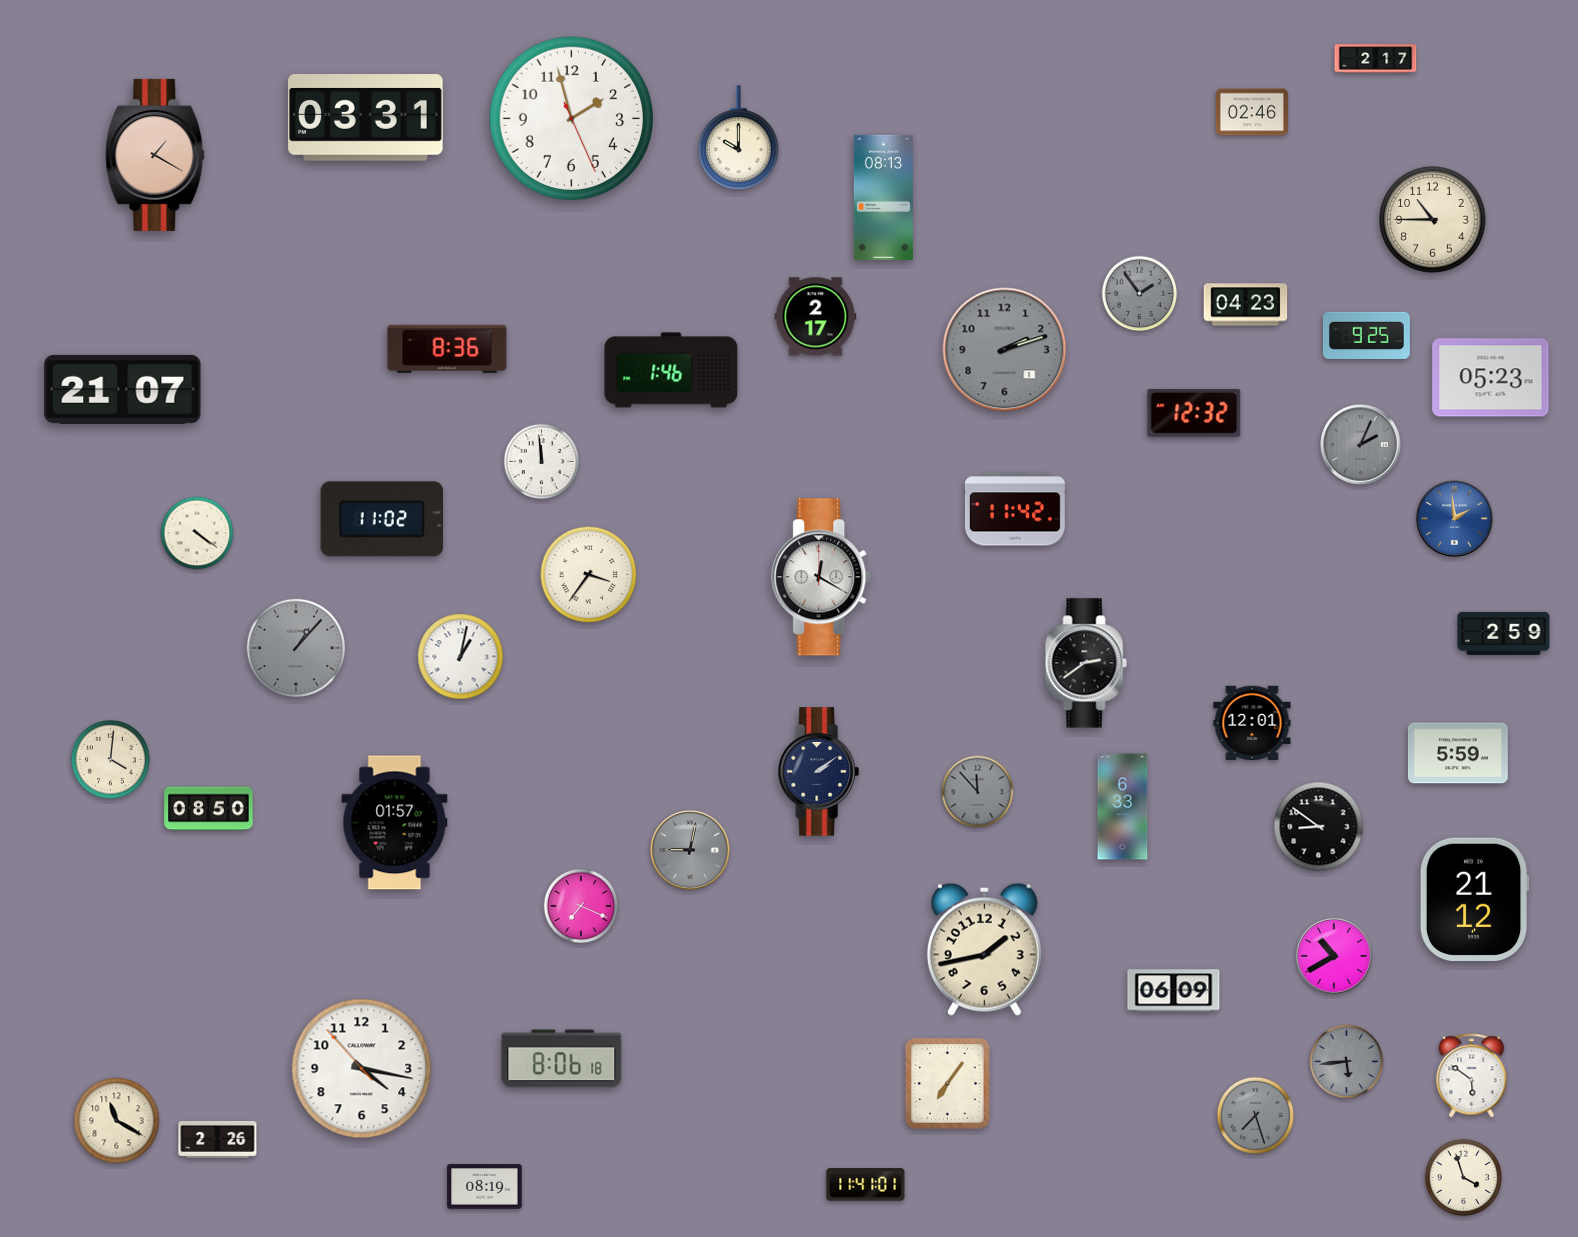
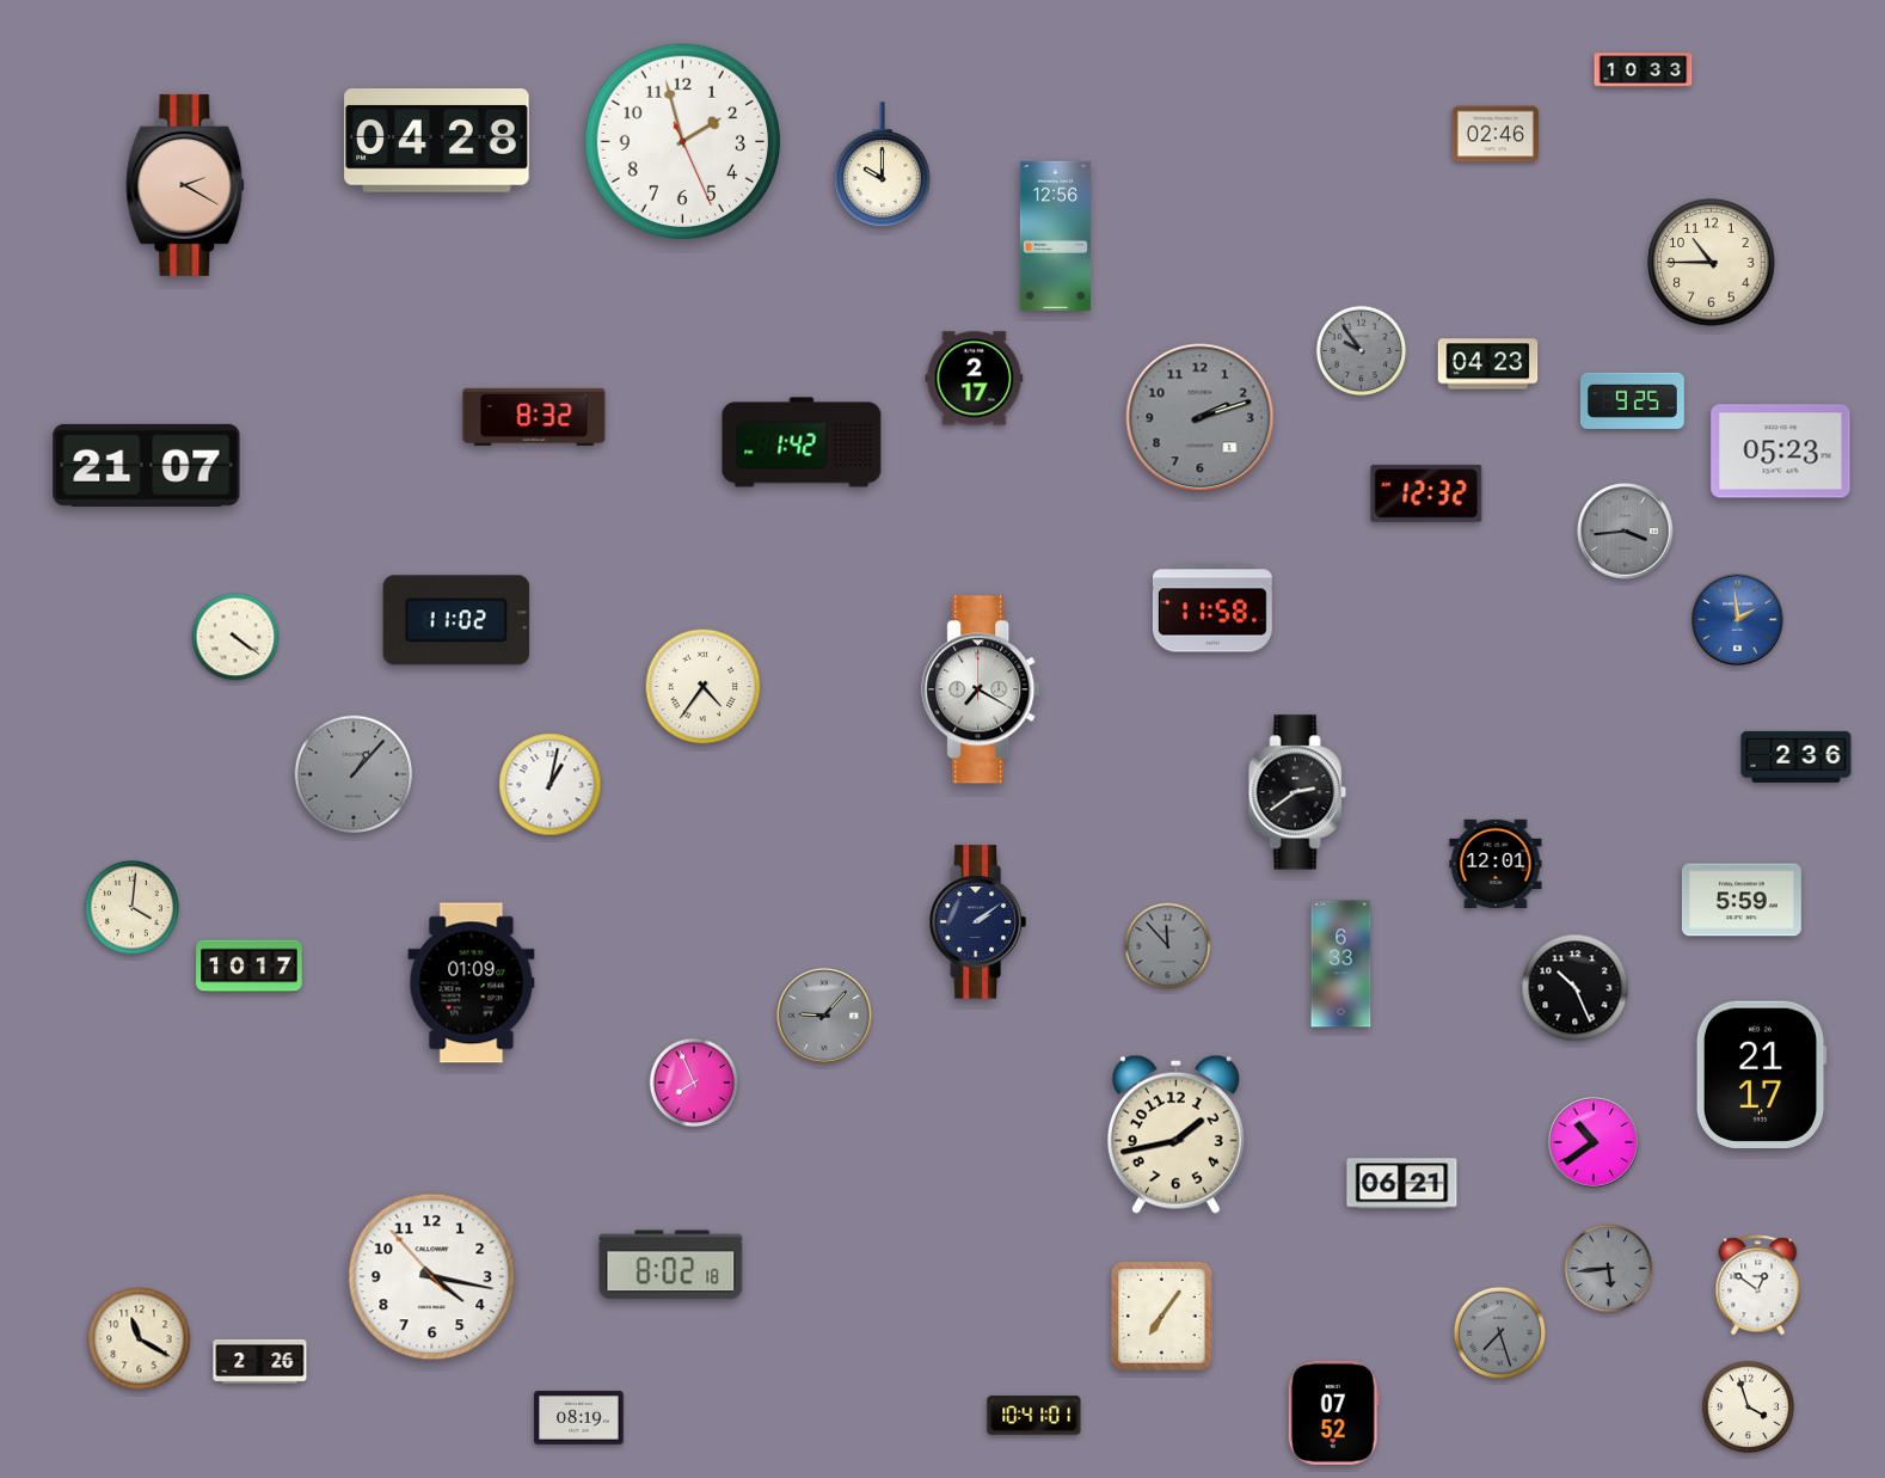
clock at (1376, 59): 2:17 -> 10:33
clock at (366, 118): 03:31 -> 04:28
clock at (155, 155): 1:20 -> 2:20
clock at (883, 197): 08:13 -> 12:56
clock at (1140, 294): 1:54 -> 9:54
clock at (447, 349): 8:36 -> 8:32
clock at (671, 370): 1:46 -> 1:42
clock at (1361, 445): 2:04 -> 3:44
clock at (542, 462): 11:59 -> none
clock at (1015, 509): 11:42 -> 11:58
clock at (589, 575): 3:36 -> 4:36
clock at (822, 577): 12:20 -> 7:20
clock at (1504, 633): 2:59 -> 2:36
clock at (209, 809): 08:50 -> 10:17
clock at (395, 823): 01:57 -> 01:09
clock at (1319, 827): 8:51 -> 10:26
clock at (690, 850): 9:02 -> 9:07
clock at (1474, 899): 21:12 -> 21:17
clock at (581, 906): 7:19 -> 7:56
clock at (1334, 956): 10:40 -> 10:39
clock at (1174, 991): 06:09 -> 06:21
clock at (562, 1059): 8:06 -> 8:02
clock at (1472, 1076): 5:51 -> 12:51
clock at (948, 1084) position: (948, 1084) -> (1162, 1317)
clock at (1333, 1412): none -> 07:52
clock at (866, 1185): 11:41 -> 10:41
